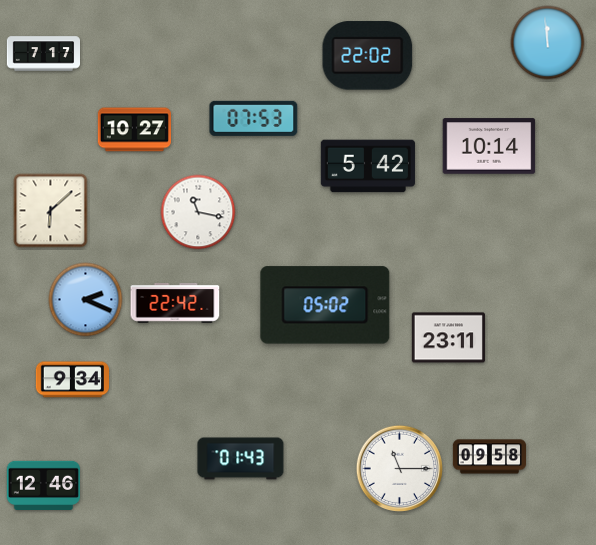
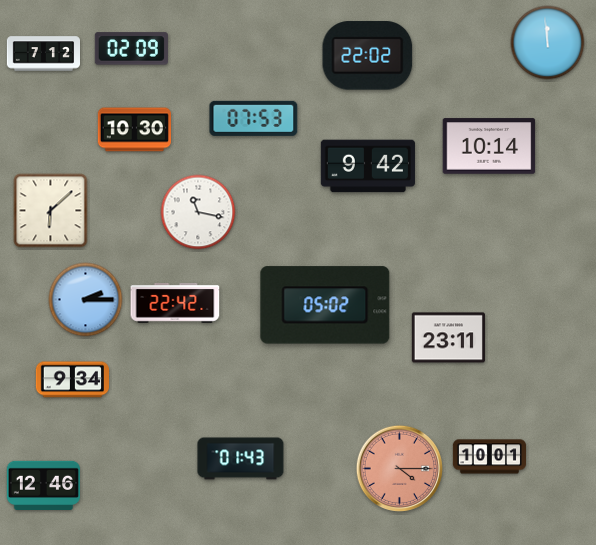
clock at (131, 49): none -> 02:09
clock at (43, 54): 7:17 -> 7:12
clock at (134, 130): 10:27 -> 10:30
clock at (368, 166): 5:42 -> 9:42
clock at (86, 300): 2:19 -> 2:15
clock at (489, 457): 09:58 -> 10:01
clock at (399, 468): 11:15 -> 4:15
clock at (399, 468) dial: white -> salmon
